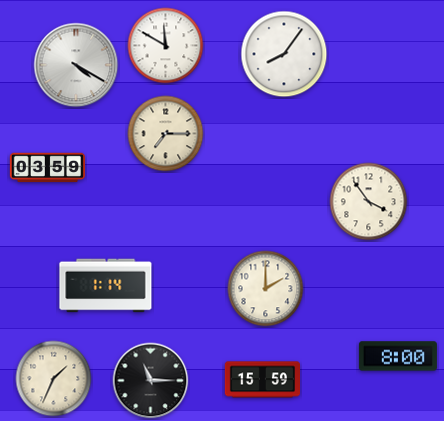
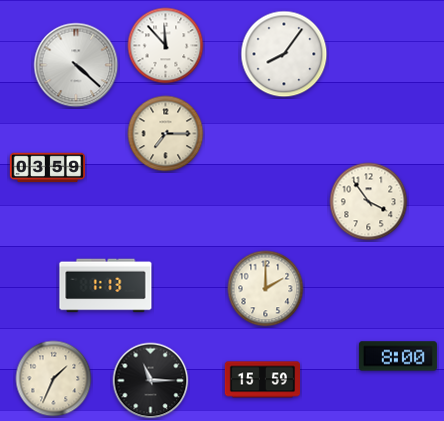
clock at (166, 46): 11:50 -> 11:53
clock at (76, 65): 4:20 -> 4:22
clock at (106, 286): 1:14 -> 1:13
